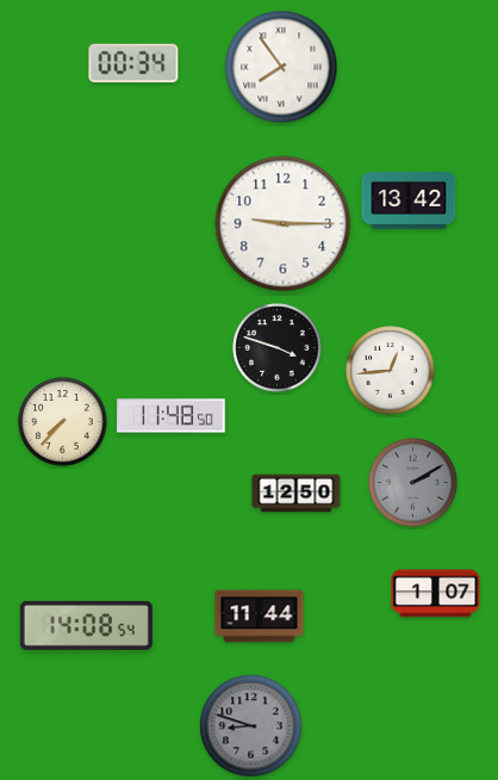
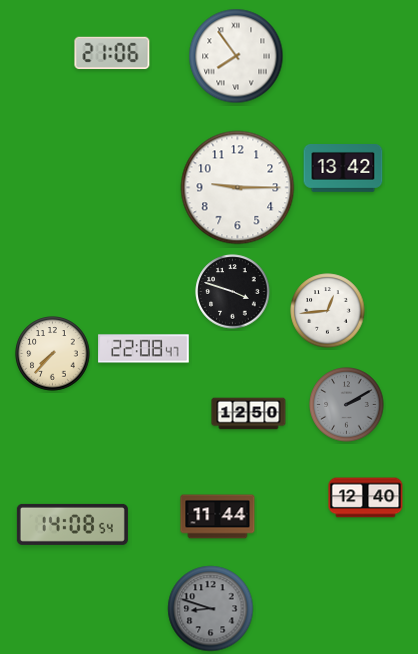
clock at (133, 63): 00:34 -> 21:06
clock at (172, 416): 11:48 -> 22:08
clock at (436, 594): 1:07 -> 12:40
